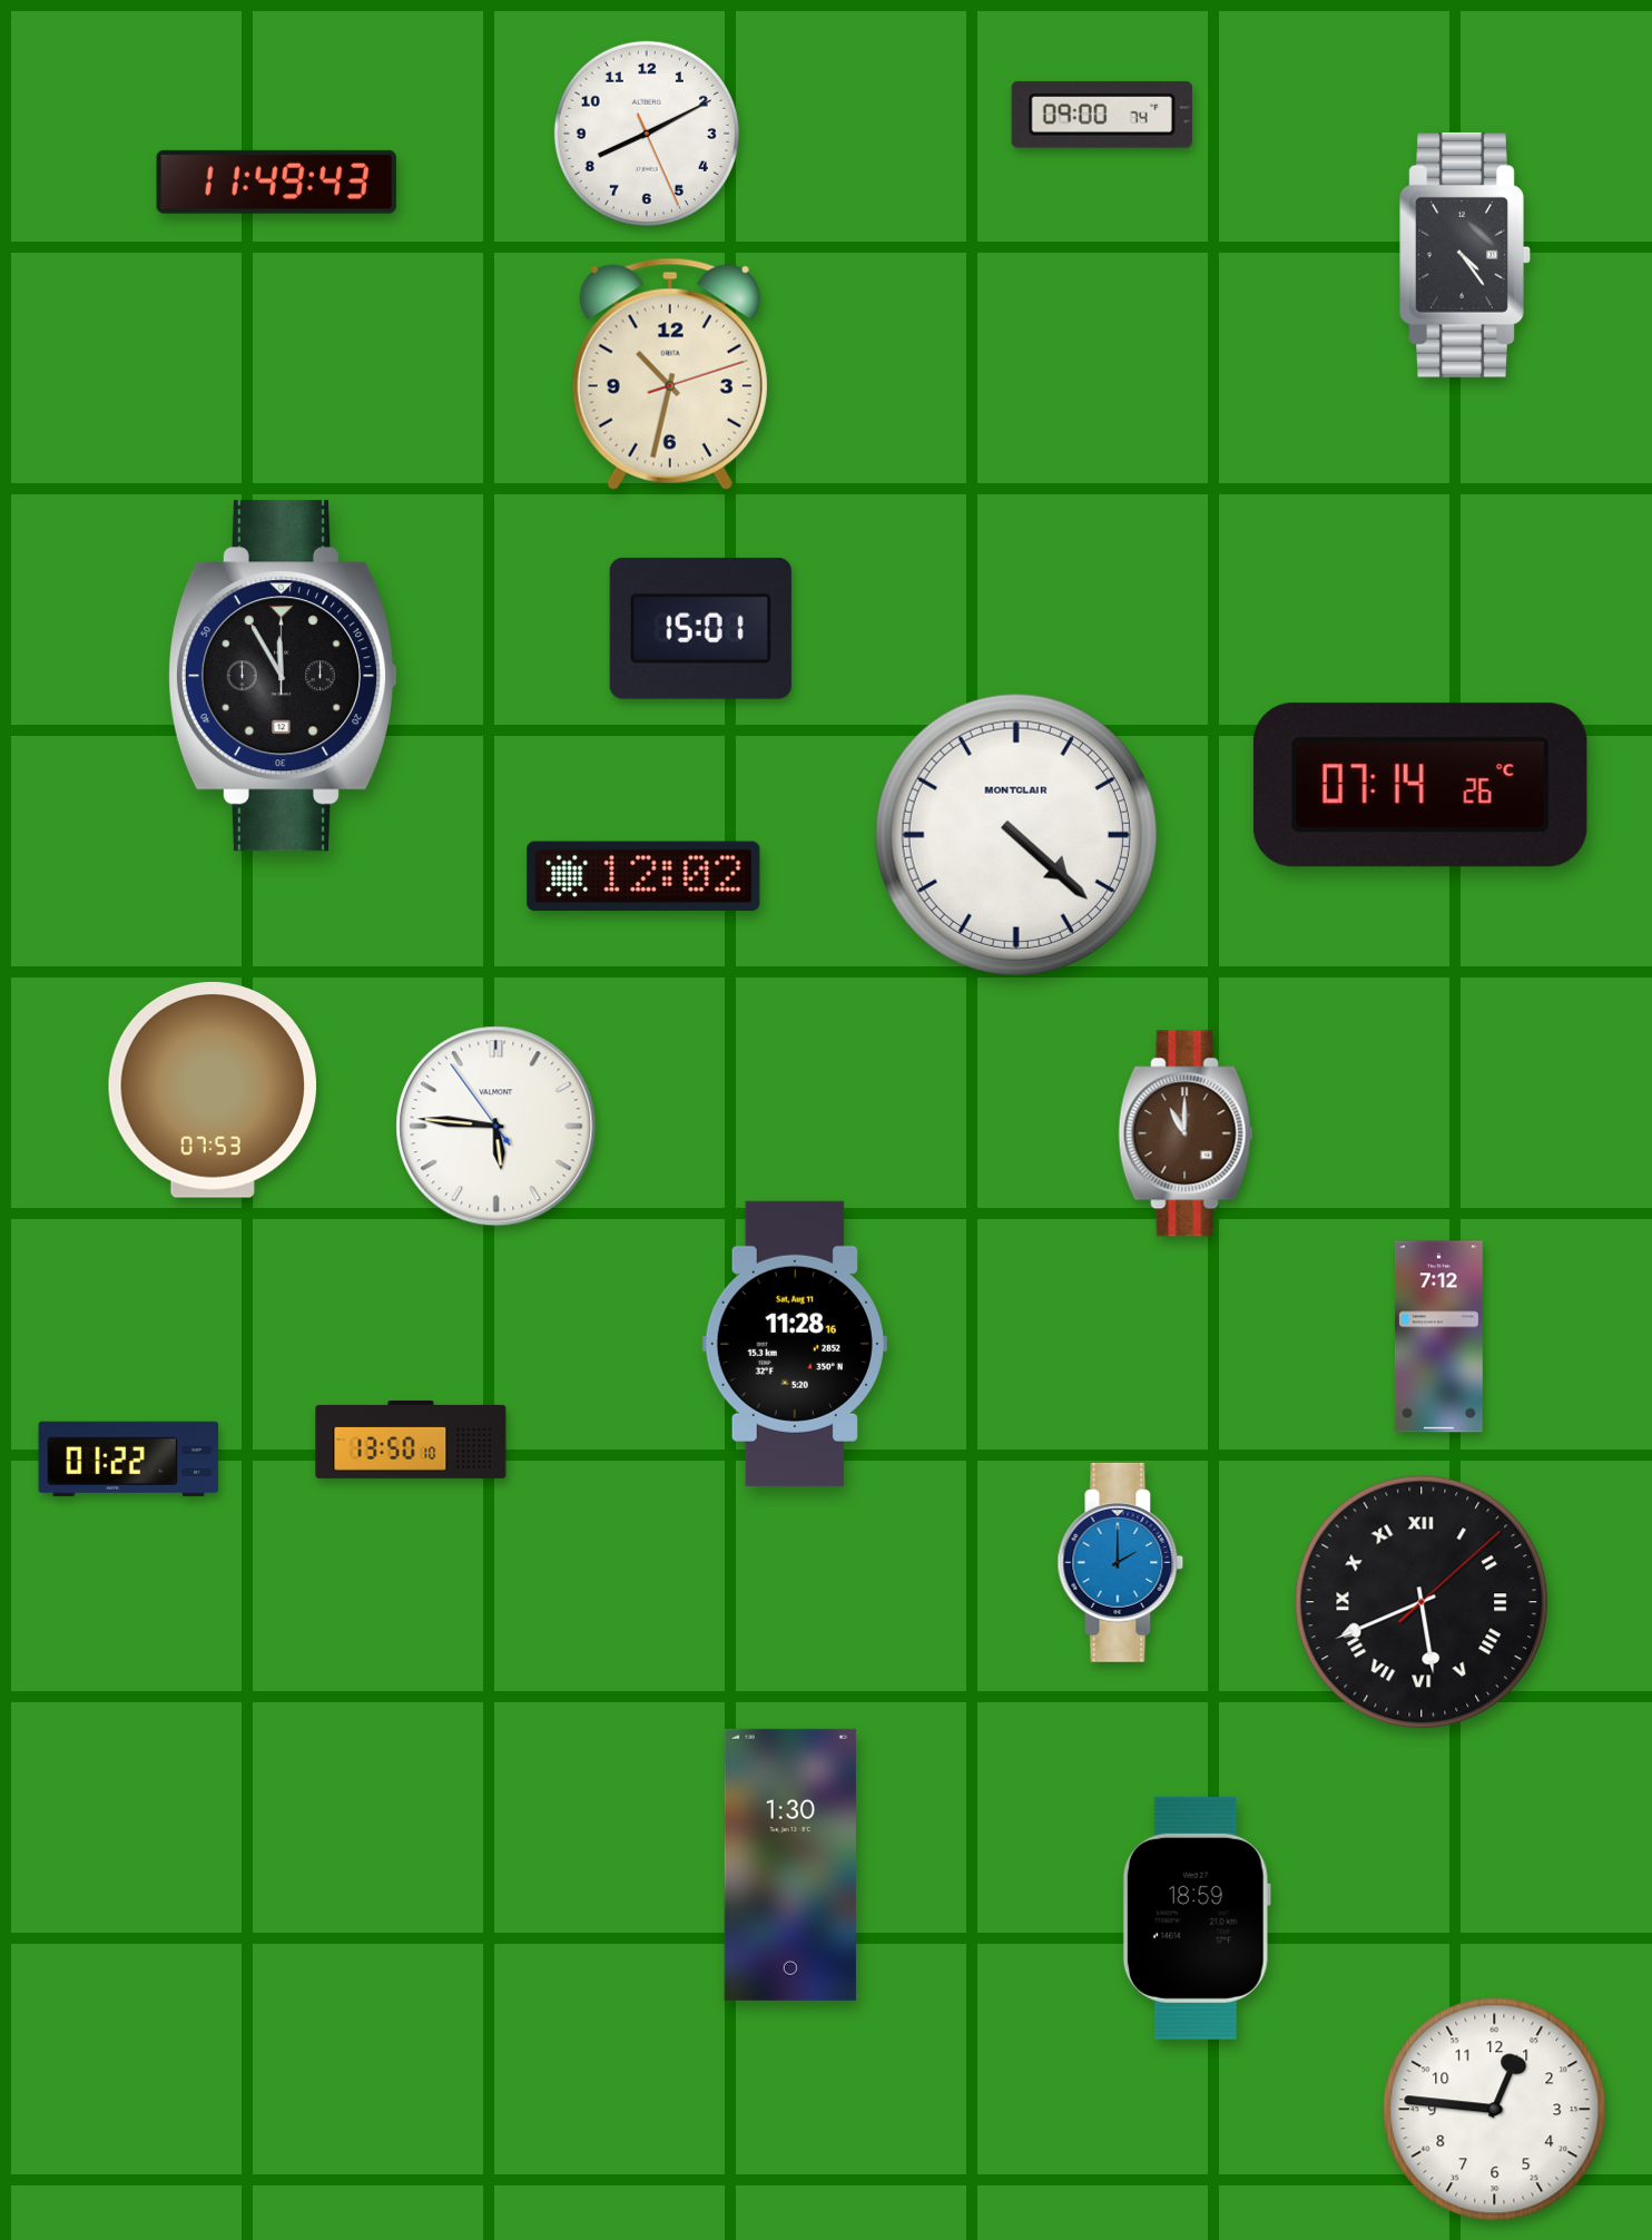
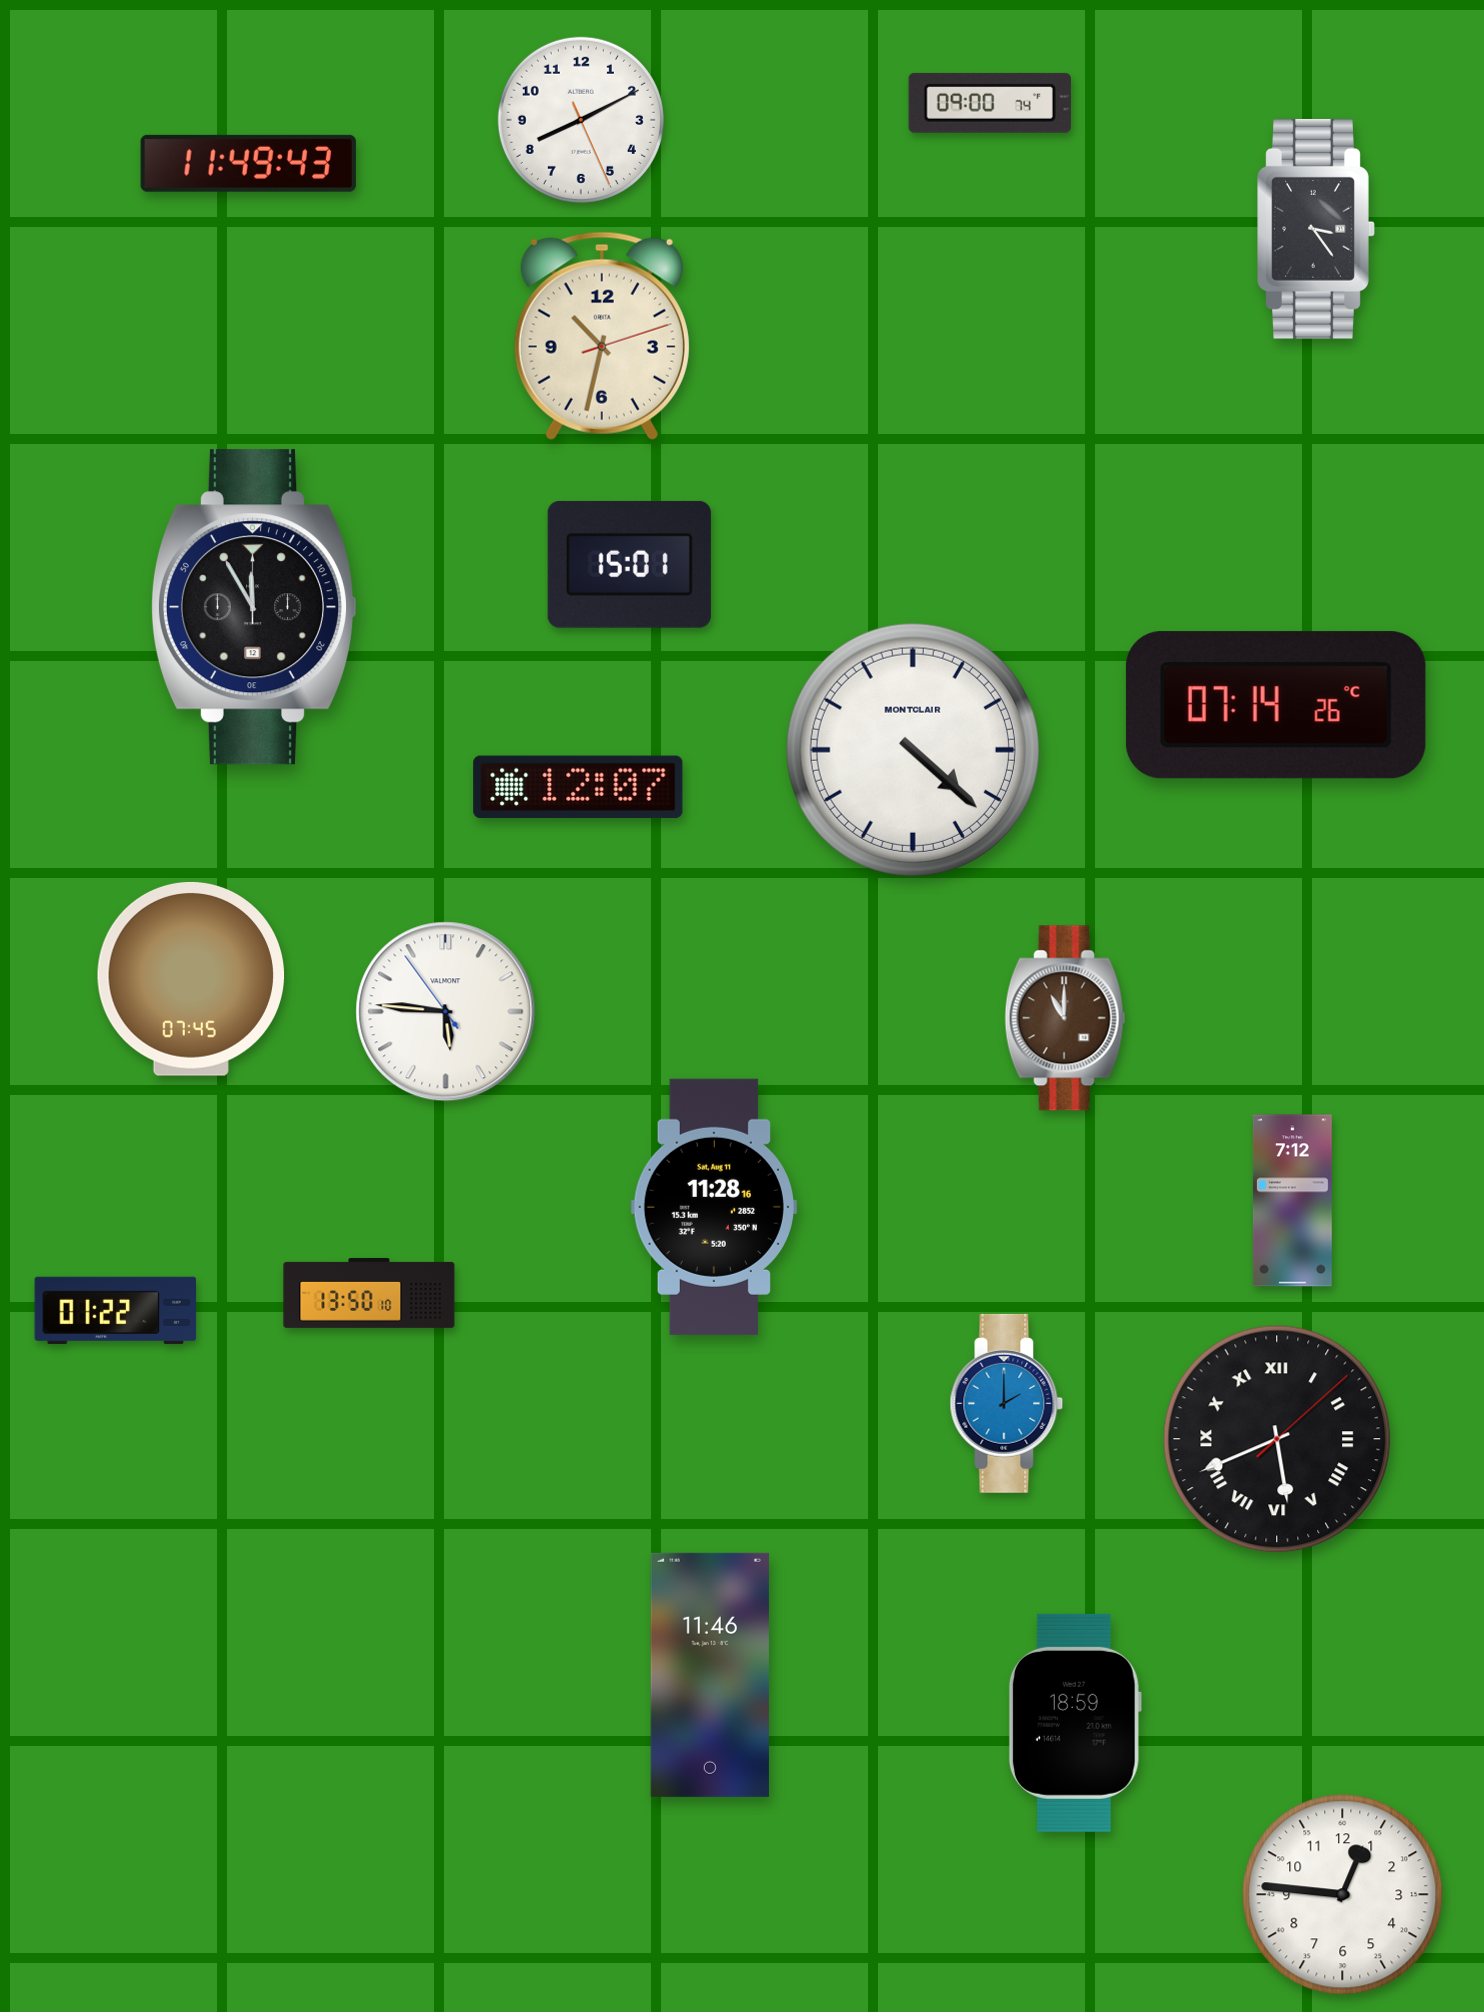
clock at (1465, 255): 4:24 -> 3:24
clock at (643, 876): 12:02 -> 12:07
clock at (213, 1090): 07:53 -> 07:45
clock at (790, 1865): 1:30 -> 11:46
